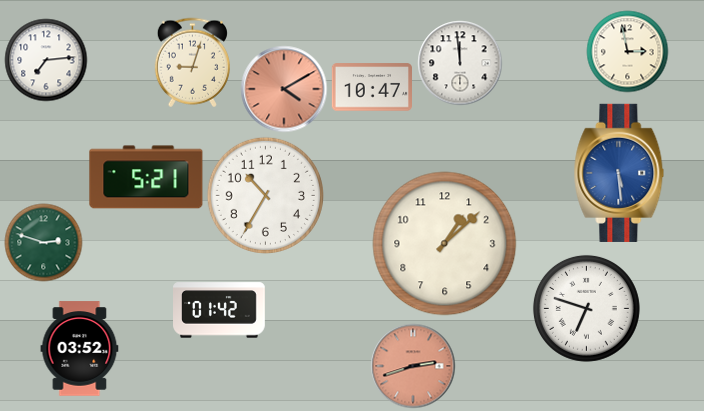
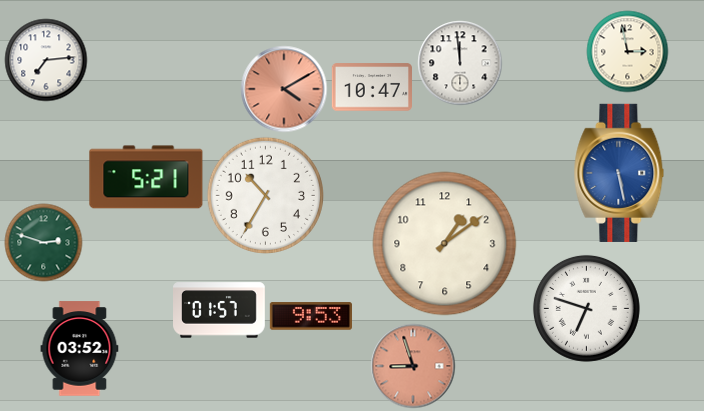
clock at (192, 62): 9:03 -> none
clock at (619, 173): 5:29 -> 5:28
clock at (445, 244): 1:08 -> 1:09
clock at (219, 310): 01:42 -> 01:57
clock at (311, 316): none -> 9:53
clock at (413, 366): 2:42 -> 8:57
